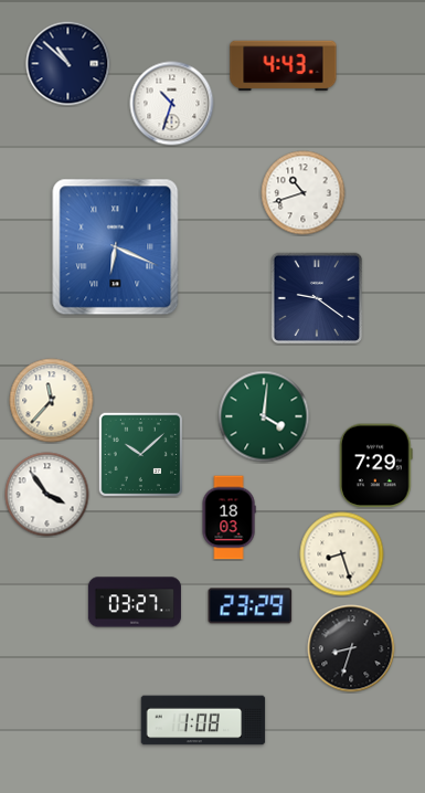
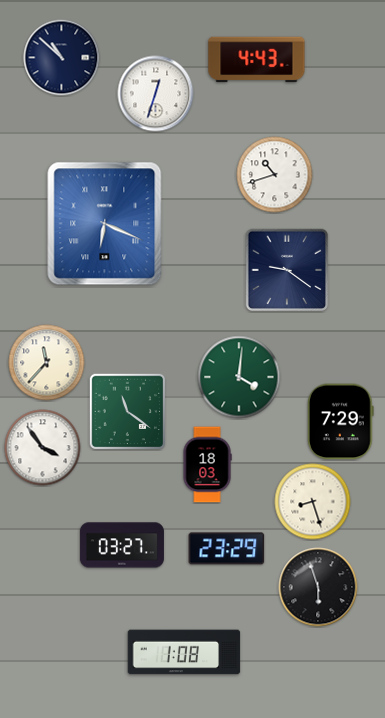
clock at (172, 104): 10:33 -> 12:33
clock at (140, 454): 10:08 -> 11:21
clock at (229, 518) position: (229, 518) -> (207, 465)
clock at (342, 554) position: (342, 554) -> (313, 502)
clock at (351, 648): 8:33 -> 5:57
